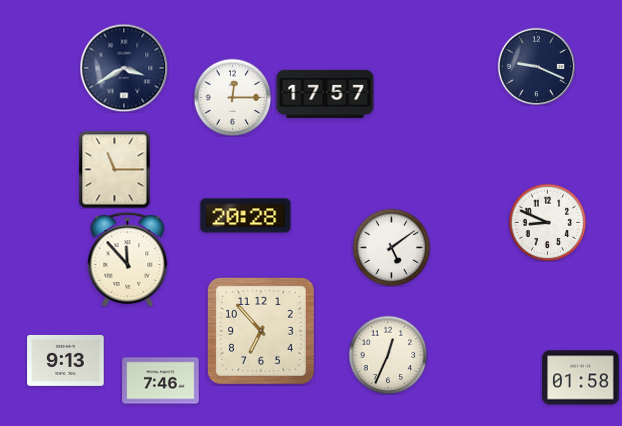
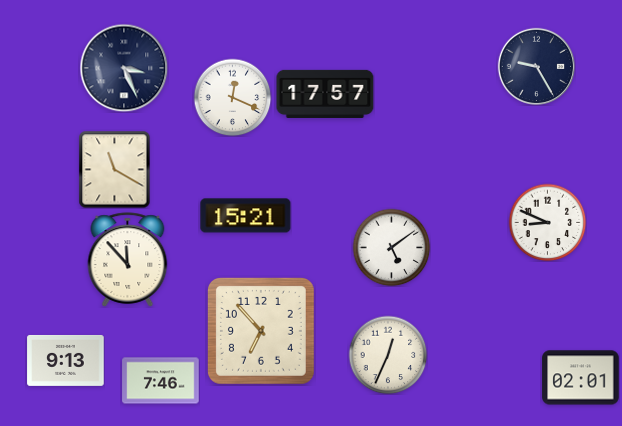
clock at (536, 66): 9:19 -> 9:25
clock at (124, 68): 3:40 -> 3:26
clock at (232, 97): 12:15 -> 12:19
clock at (115, 169): 11:15 -> 11:20
clock at (246, 216): 20:28 -> 15:21
clock at (581, 378): 01:58 -> 02:01
